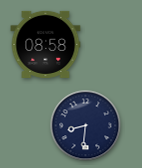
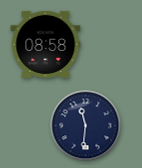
clock at (86, 126): 8:31 -> 11:31
